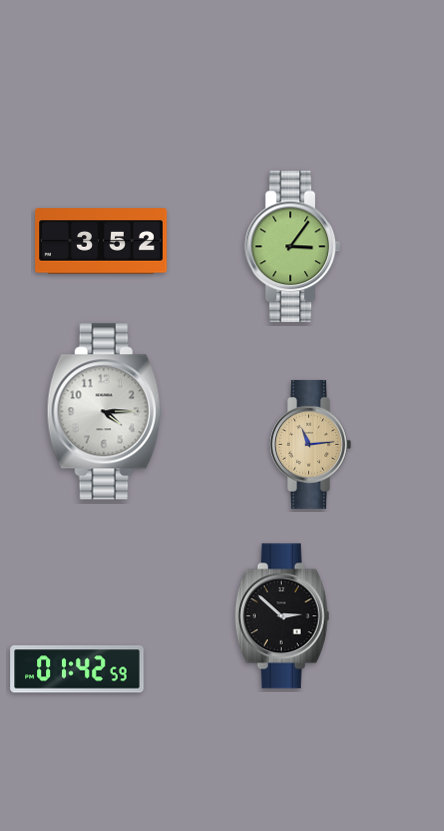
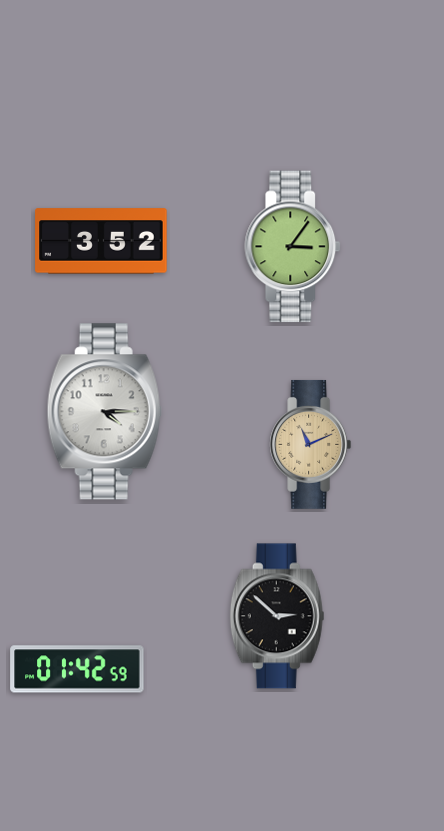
clock at (311, 444): 11:14 -> 11:11
clock at (282, 616) position: (282, 616) -> (277, 616)
